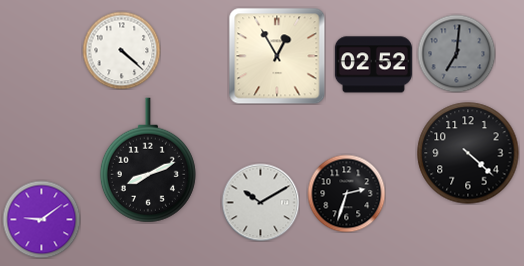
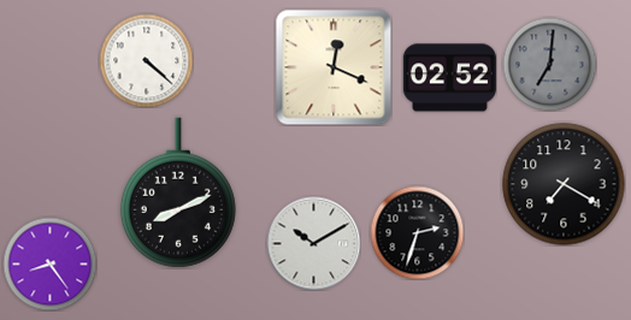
clock at (277, 56): 12:55 -> 12:19
clock at (468, 153): 4:22 -> 7:20
clock at (41, 219): 9:09 -> 8:24
